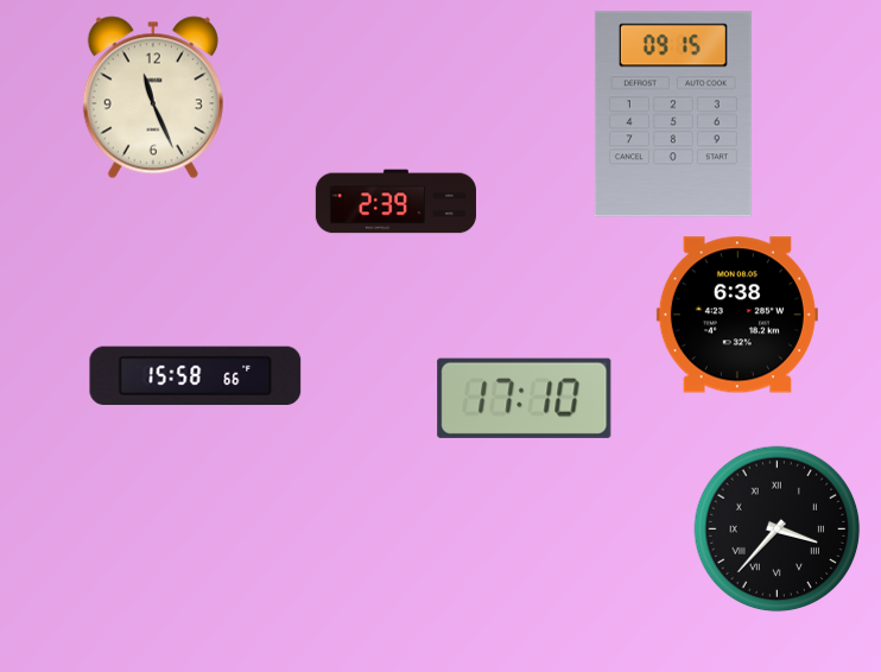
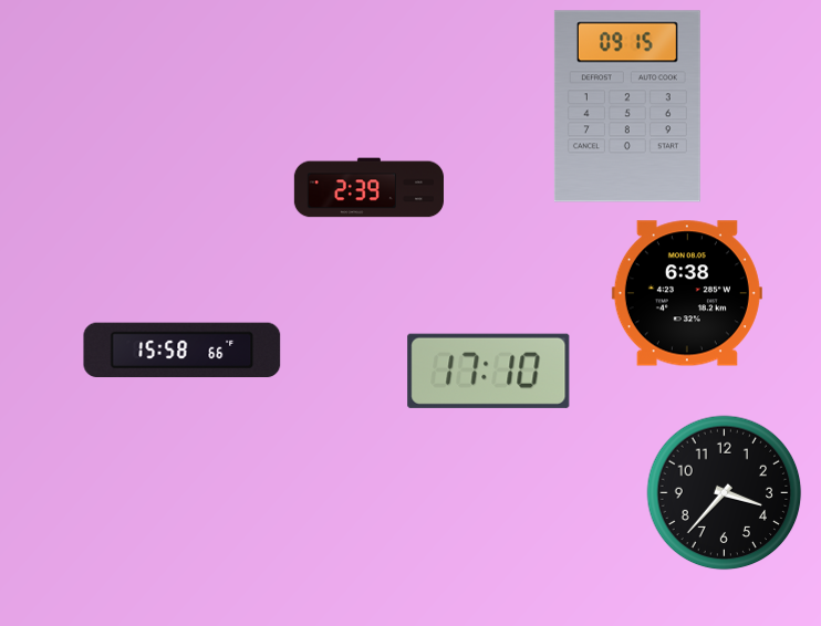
clock at (153, 97): 11:26 -> none
clock at (778, 530) numerals: Roman -> Arabic
